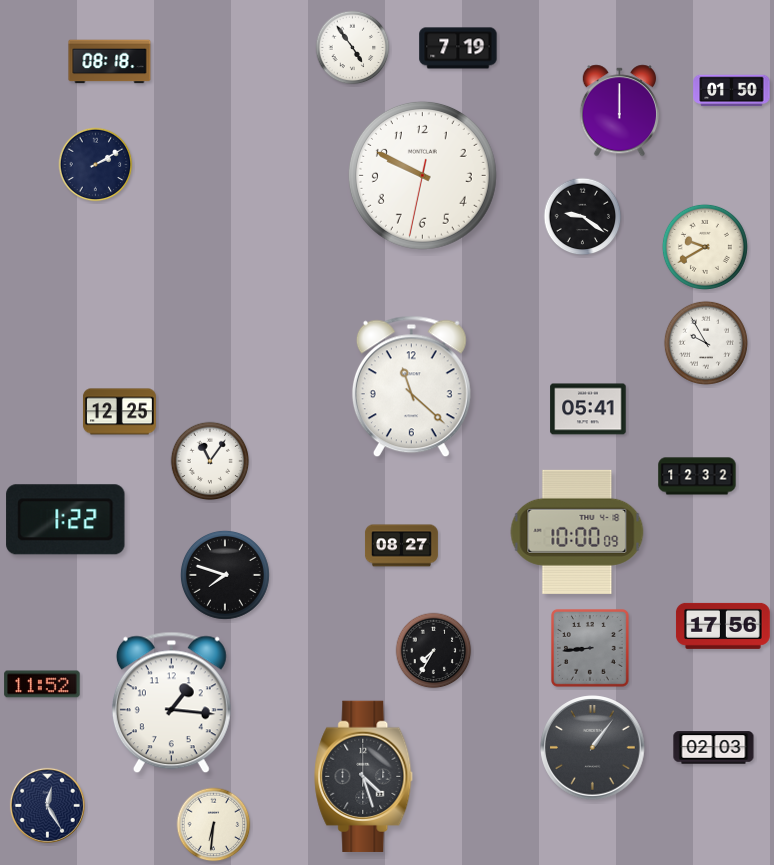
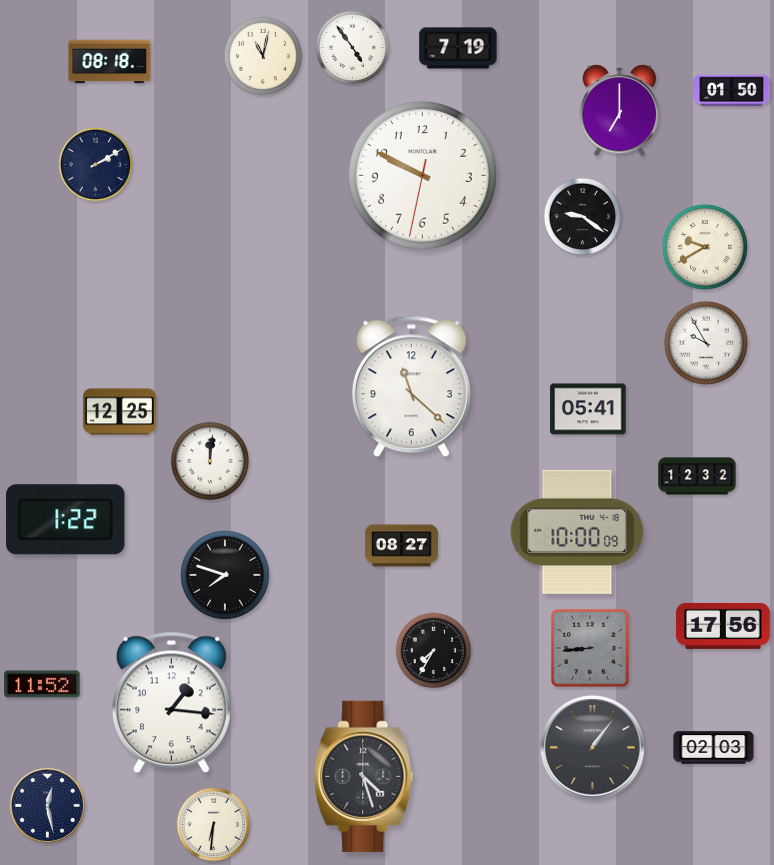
clock at (263, 56): none -> 11:02
clock at (619, 111): 12:00 -> 7:00
clock at (210, 461): 11:06 -> 12:01
clock at (47, 805): 12:25 -> 12:28
